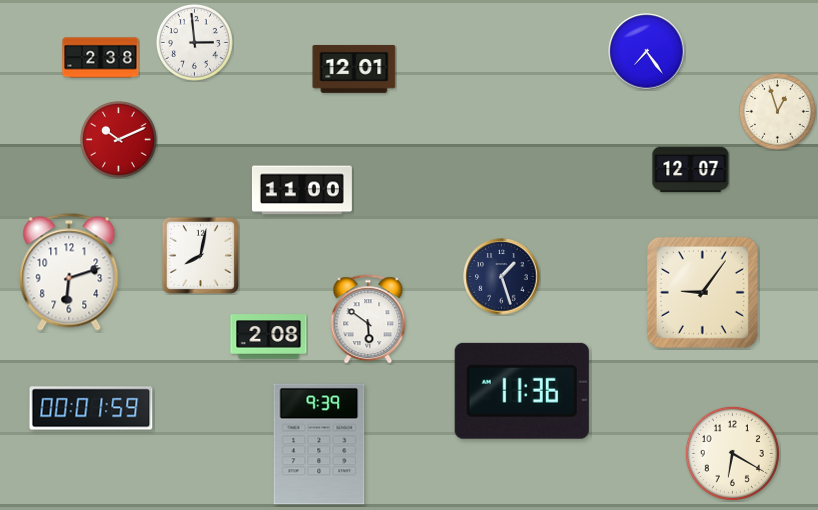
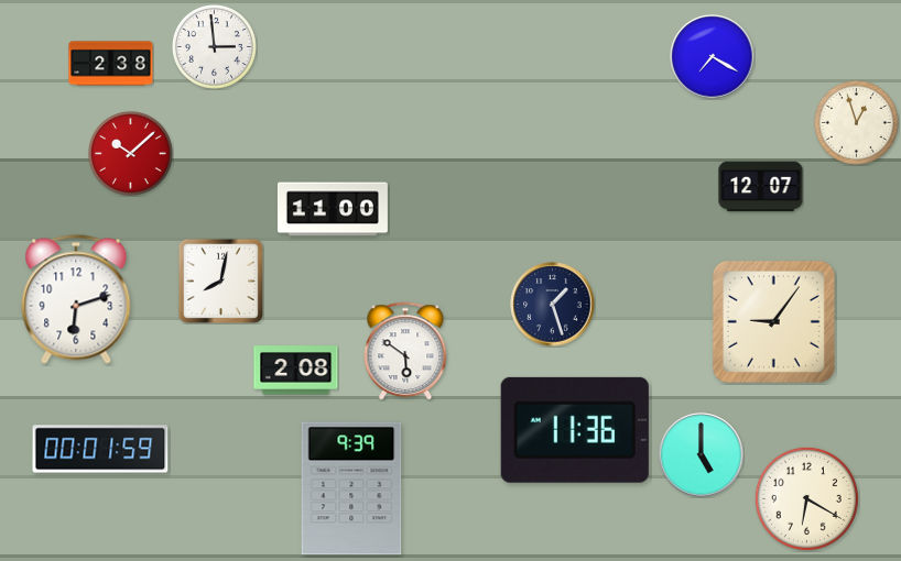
clock at (647, 52): 7:24 -> 7:20
clock at (354, 69): 12:01 -> none
clock at (119, 140): 10:11 -> 10:08
clock at (702, 455): none -> 5:00
